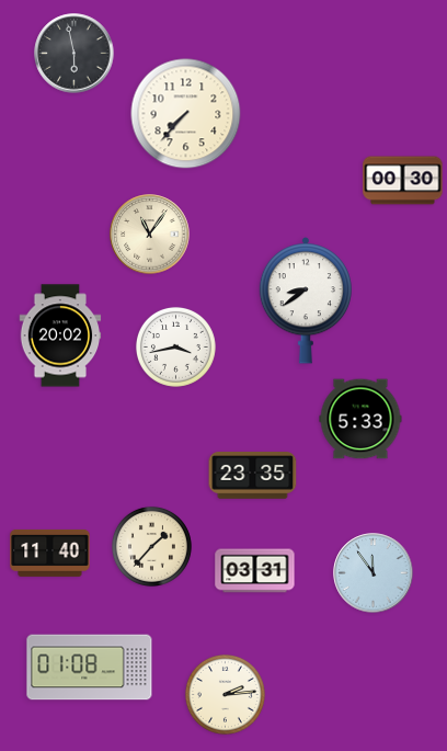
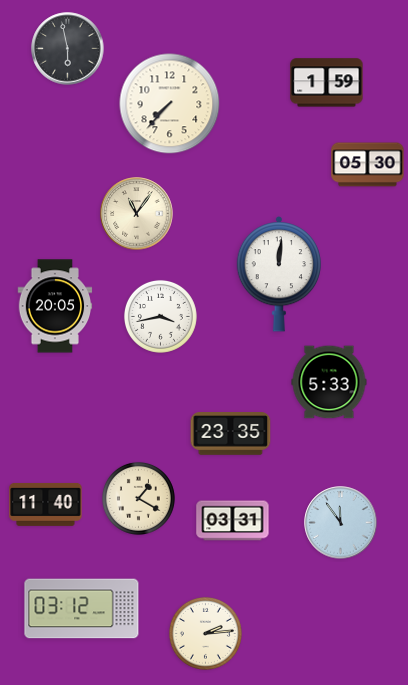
clock at (327, 83): none -> 1:59
clock at (403, 181): 00:30 -> 05:30
clock at (305, 300): 8:39 -> 12:01
clock at (60, 335): 20:02 -> 20:05
clock at (151, 546): 1:37 -> 1:20
clock at (90, 668): 01:08 -> 03:12
